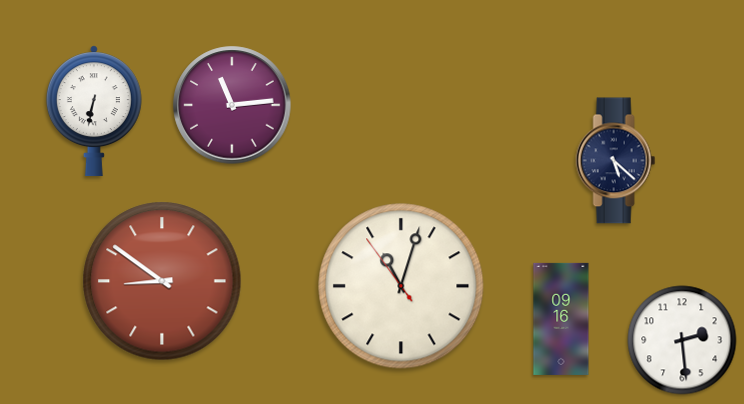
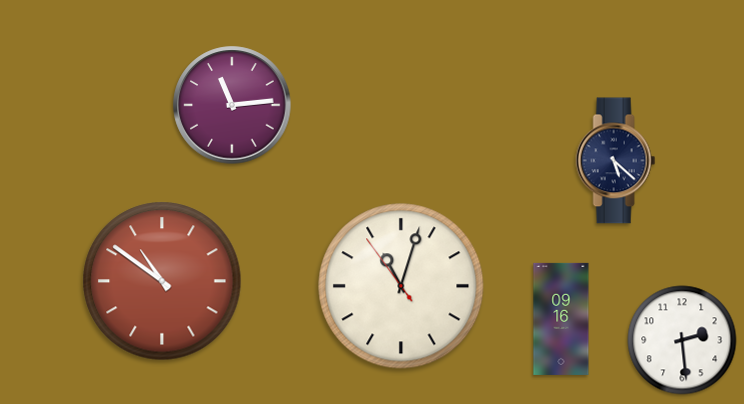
clock at (94, 111): 6:32 -> none
clock at (162, 281): 8:51 -> 10:51
